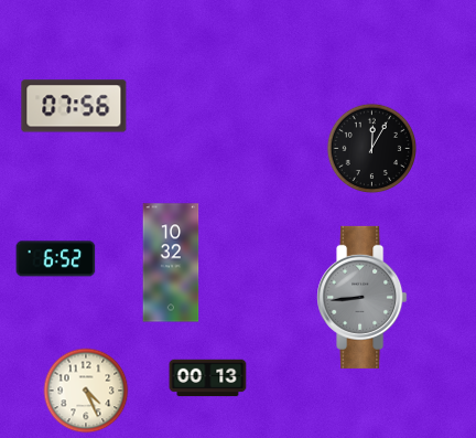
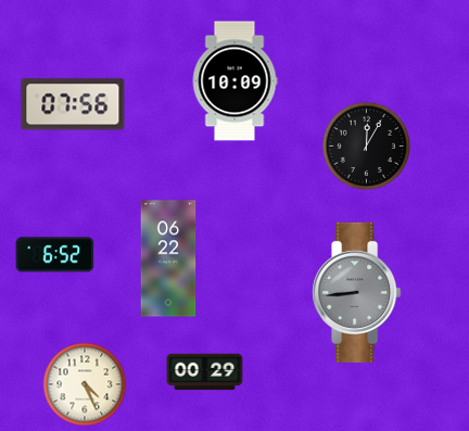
clock at (234, 81): none -> 10:09
clock at (171, 263): 10:32 -> 06:22
clock at (208, 378): 00:13 -> 00:29
